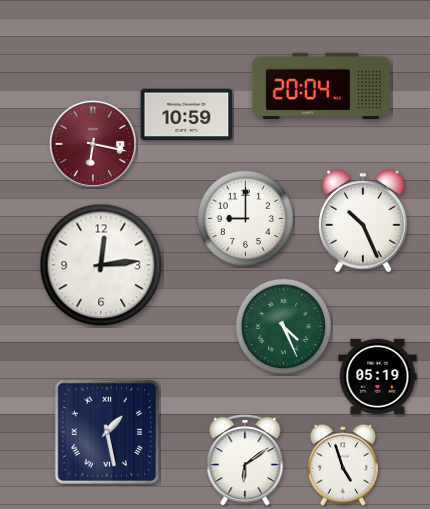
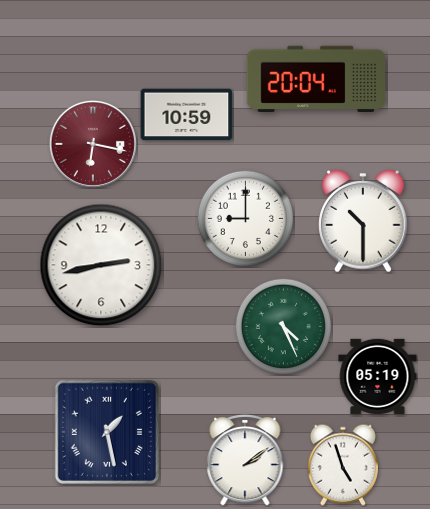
clock at (320, 85) position: (320, 85) -> (315, 78)
clock at (363, 221): 10:26 -> 10:30
clock at (101, 265): 12:14 -> 2:43
clock at (245, 461): 6:09 -> 2:09
